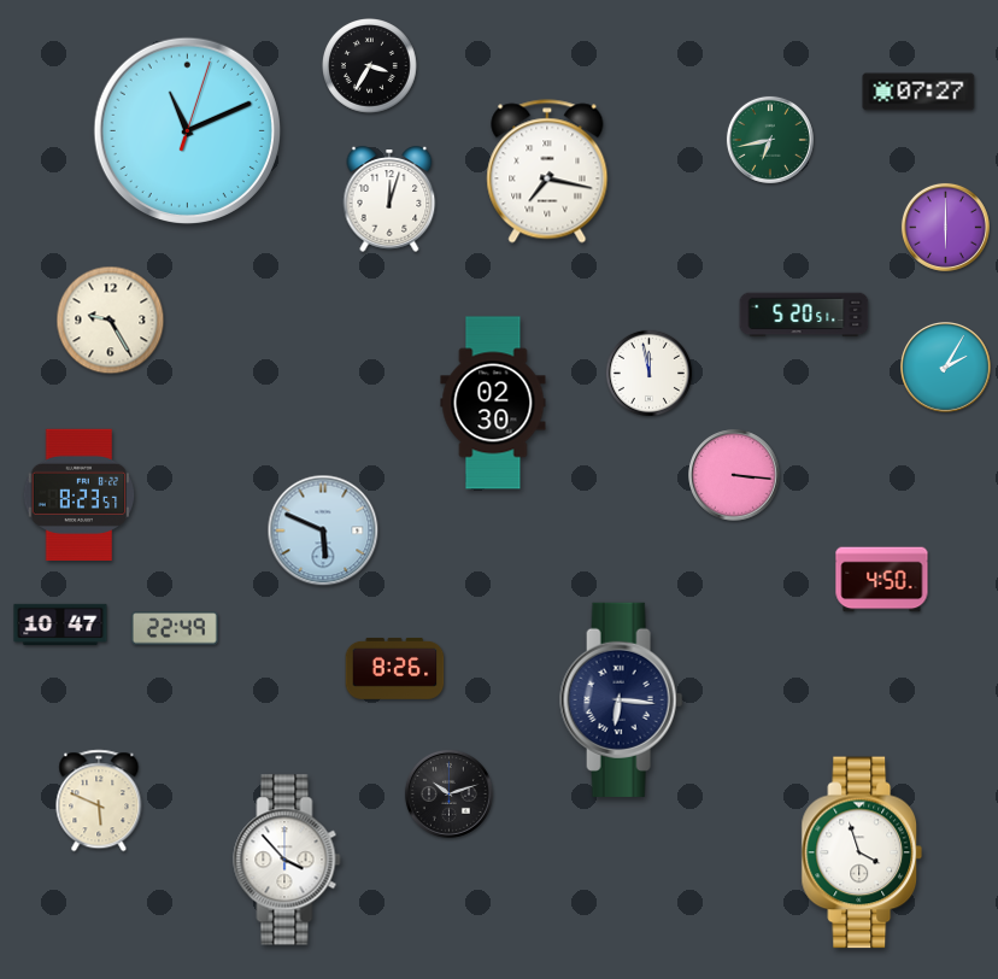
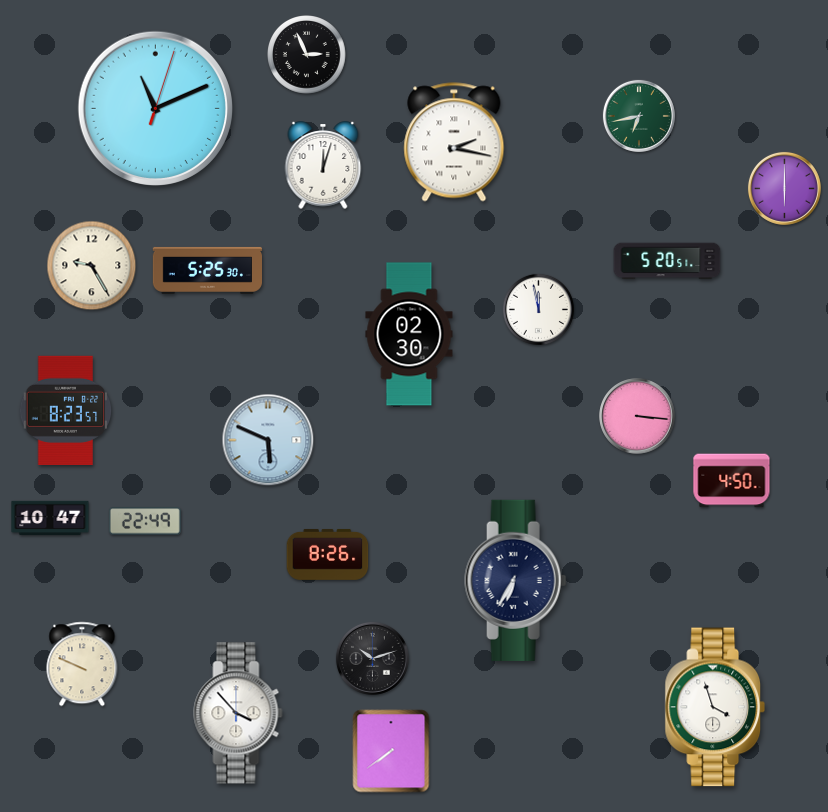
clock at (370, 66): 3:35 -> 2:56
clock at (918, 92): 07:27 -> none
clock at (547, 171): 7:17 -> 2:17
clock at (207, 270): none -> 5:25
clock at (946, 368): 2:05 -> none
clock at (734, 475) position: (734, 475) -> (637, 416)
clock at (622, 699): 6:16 -> 6:35
clock at (99, 801): 5:49 -> 9:49
clock at (391, 751): none -> 7:39
